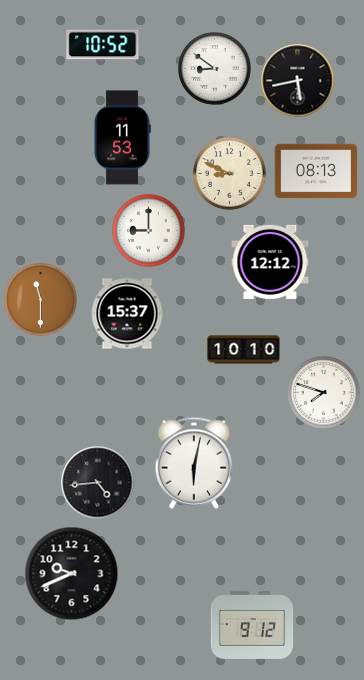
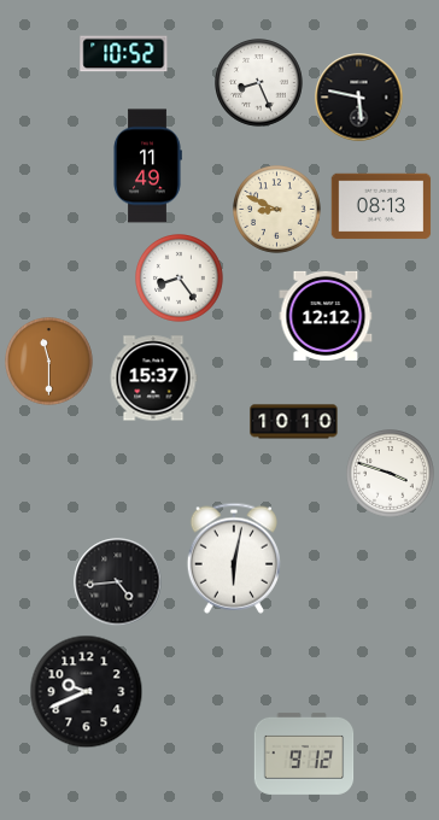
clock at (215, 69): 8:51 -> 8:26
clock at (298, 81): 5:43 -> 5:47
clock at (122, 138): 11:53 -> 11:49
clock at (149, 231): 9:00 -> 8:24
clock at (324, 393): 7:48 -> 3:48
